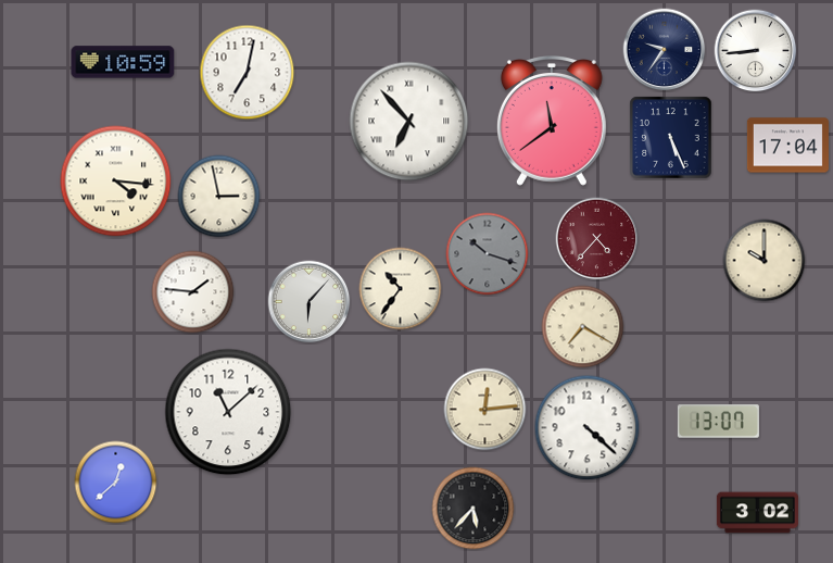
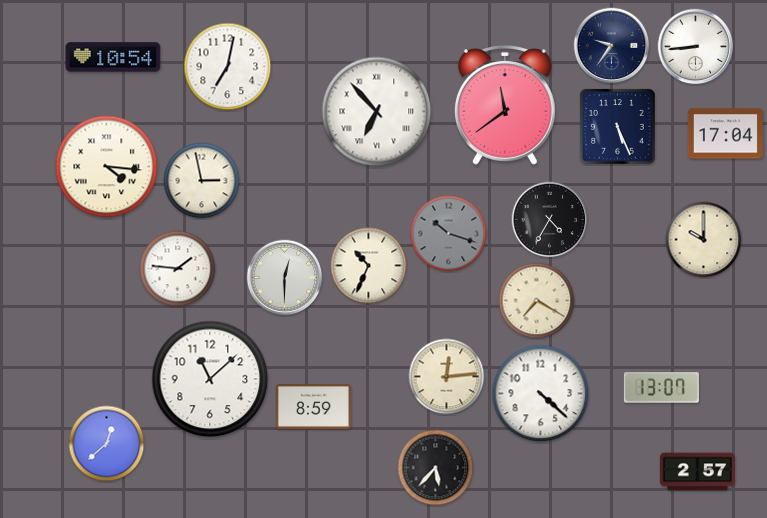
clock at (123, 62): 10:59 -> 10:54
clock at (552, 122) position: (552, 122) -> (505, 106)
clock at (597, 239): 4:37 -> 4:35
clock at (597, 239) dial: burgundy -> black
clock at (401, 289): 10:36 -> 10:34
clock at (310, 302): 6:07 -> 12:30
clock at (313, 406): none -> 8:59
clock at (757, 513): 3:02 -> 2:57
